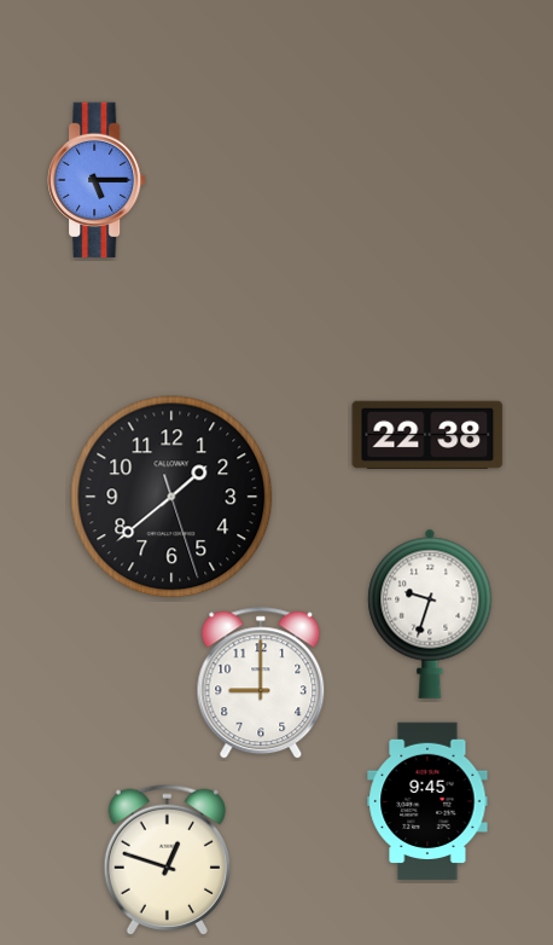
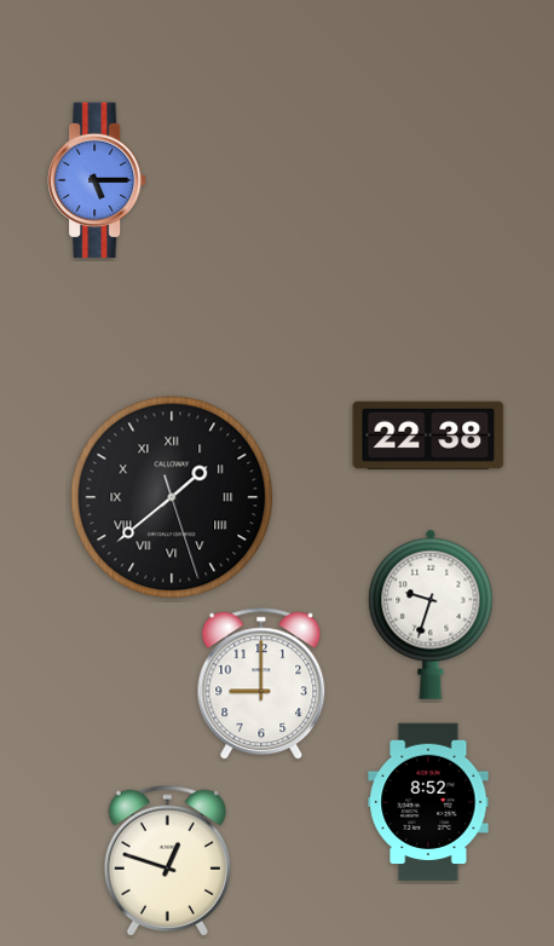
clock at (171, 497) numerals: Arabic -> Roman
clock at (427, 801): 9:45 -> 8:52
